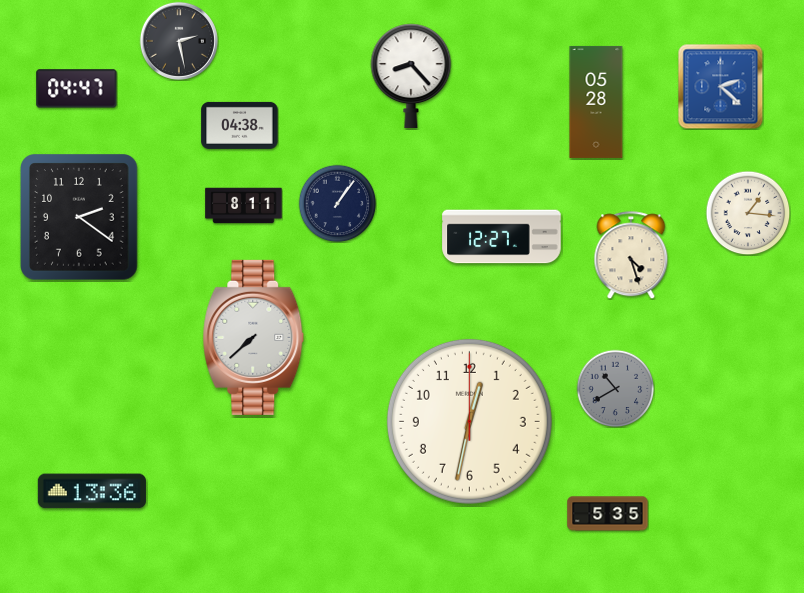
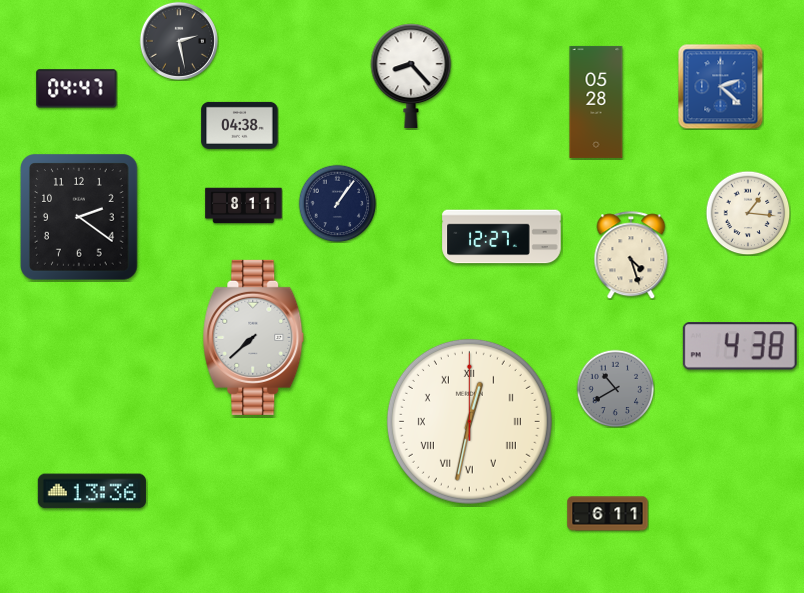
clock at (740, 346): none -> 4:38
clock at (469, 421) numerals: Arabic -> Roman
clock at (608, 514): 5:35 -> 6:11
